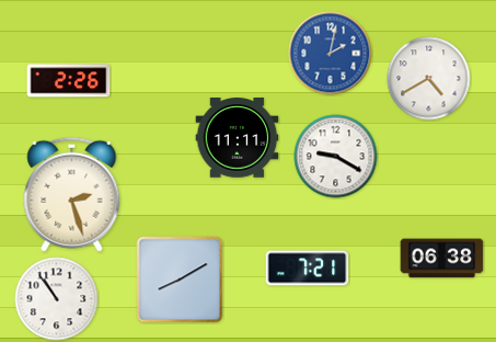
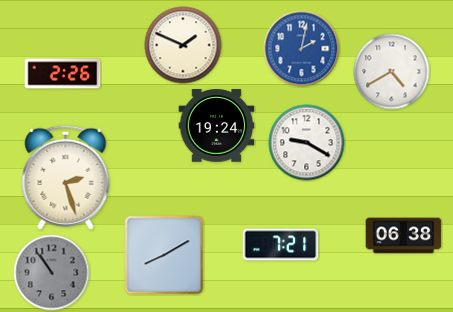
clock at (183, 45): none -> 1:49
clock at (238, 138): 11:11 -> 19:24
clock at (57, 299) dial: white -> grey
